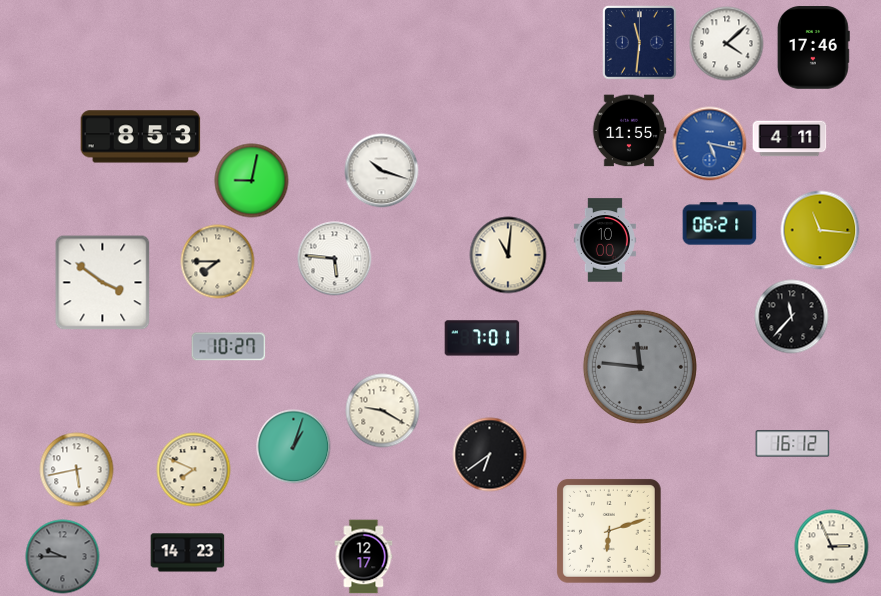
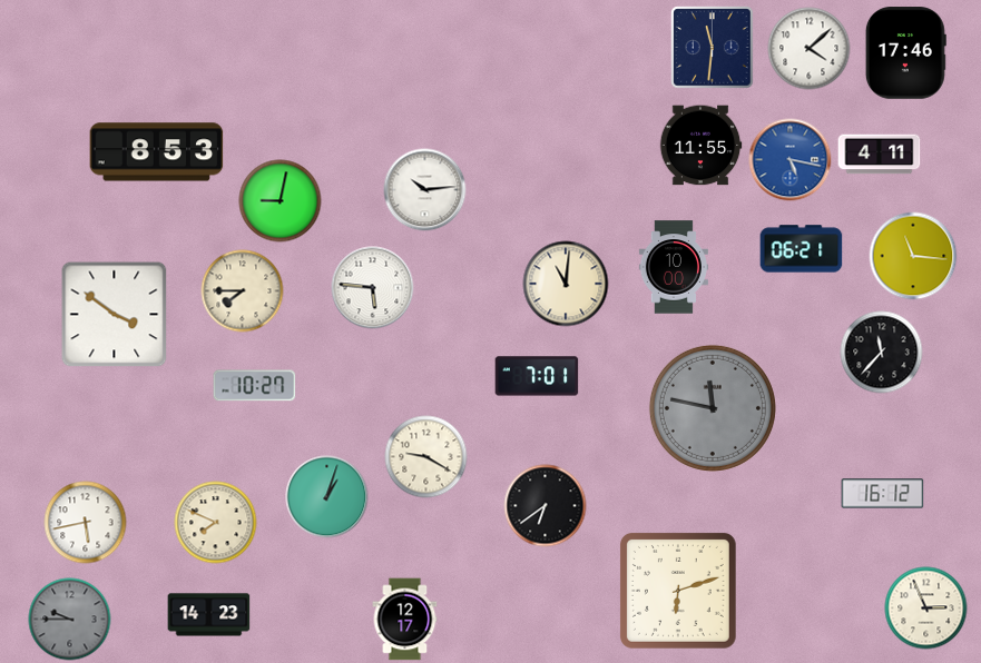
clock at (382, 171): 10:18 -> 10:14
clock at (640, 367): 11:46 -> 11:47
